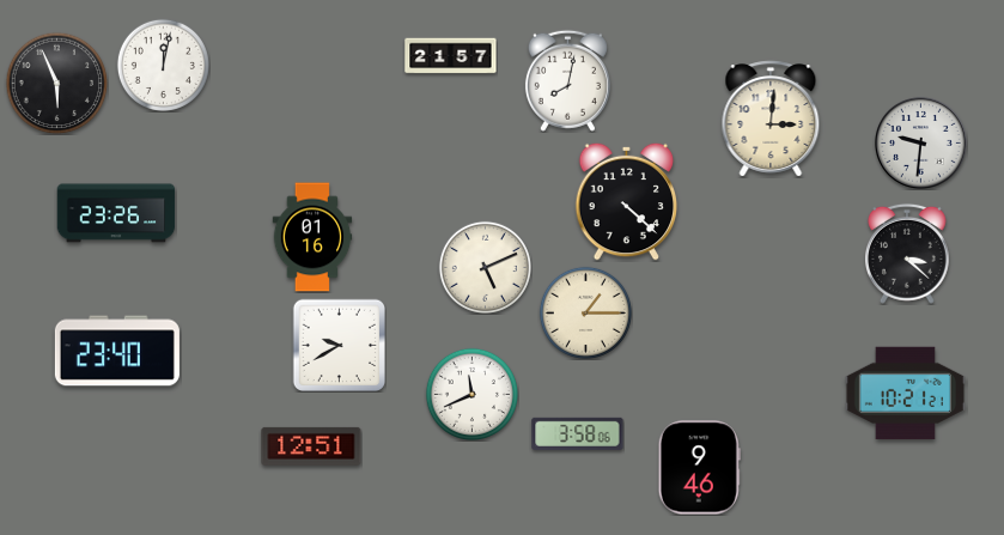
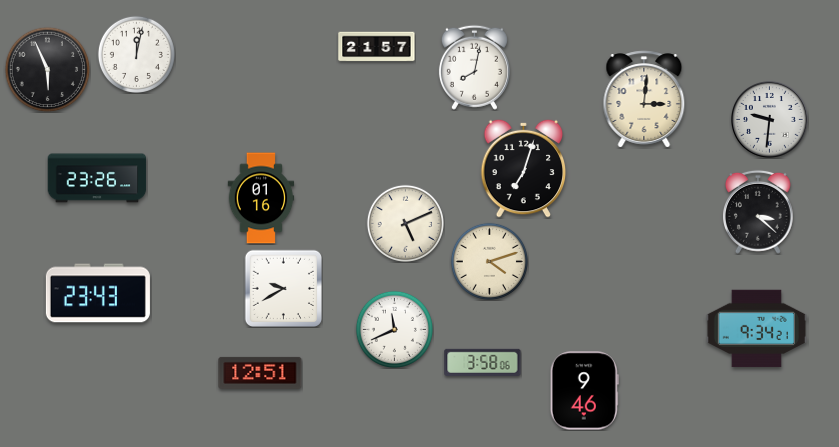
clock at (627, 201): 4:22 -> 7:03
clock at (585, 312): 1:15 -> 4:12
clock at (117, 351): 23:40 -> 23:43
clock at (905, 394): 10:21 -> 9:34
